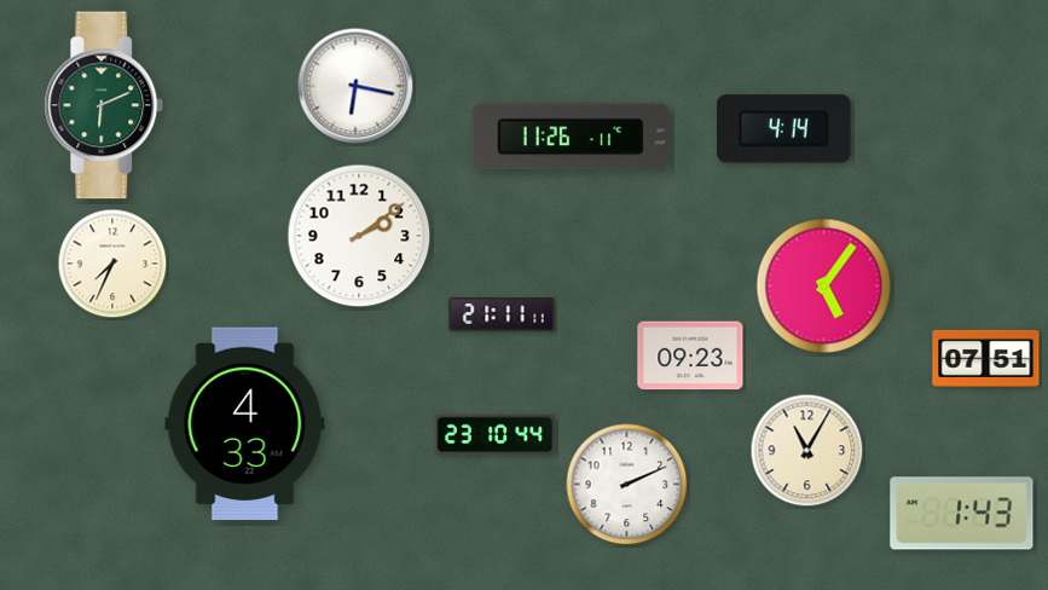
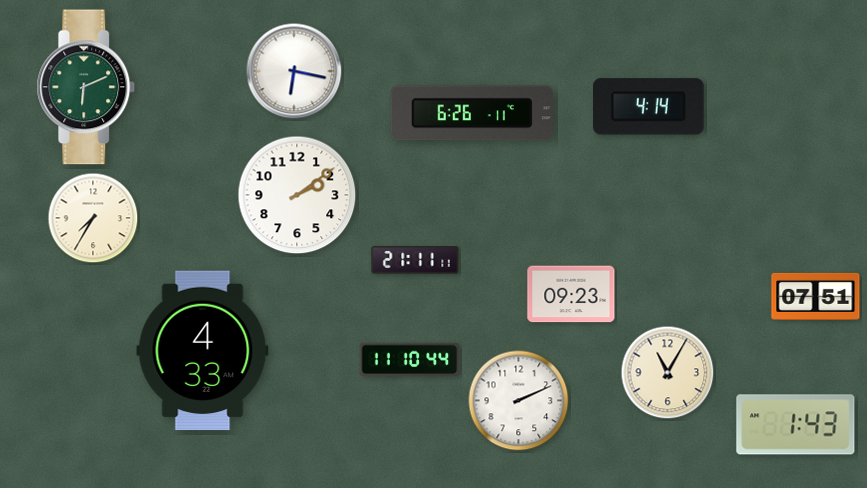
clock at (571, 137): 11:26 -> 6:26
clock at (112, 264): 7:34 -> 7:35
clock at (824, 287): 5:06 -> none
clock at (496, 434): 23:10 -> 11:10
